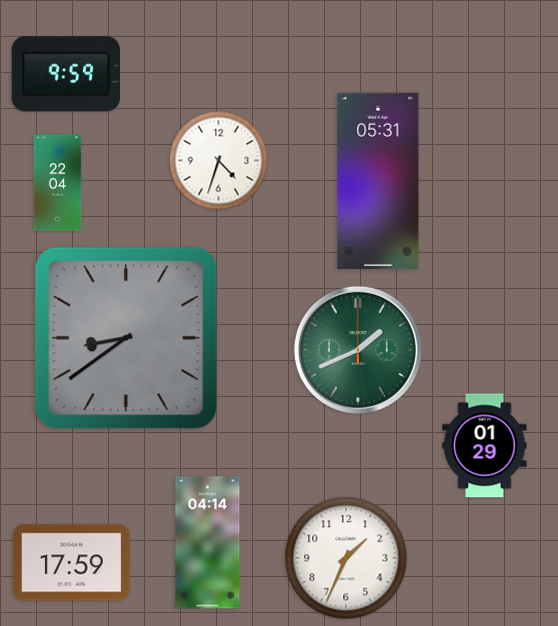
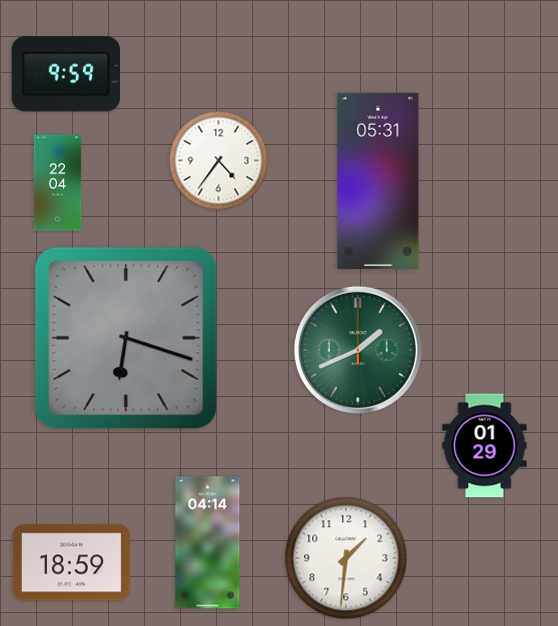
clock at (219, 161): 4:33 -> 4:36
clock at (126, 338): 8:39 -> 6:18
clock at (346, 558): 1:34 -> 1:31
clock at (71, 563): 17:59 -> 18:59
